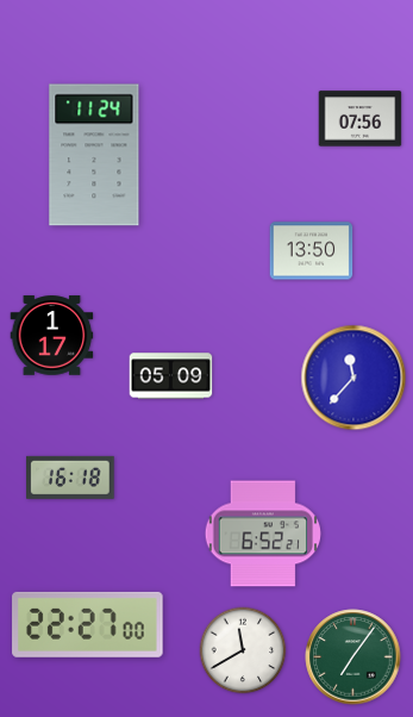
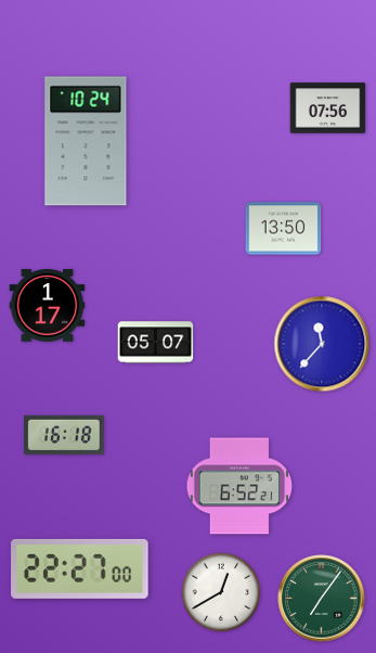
clock at (94, 155): 11:24 -> 10:24
clock at (171, 376): 05:09 -> 05:07
clock at (243, 650): 11:40 -> 12:40
